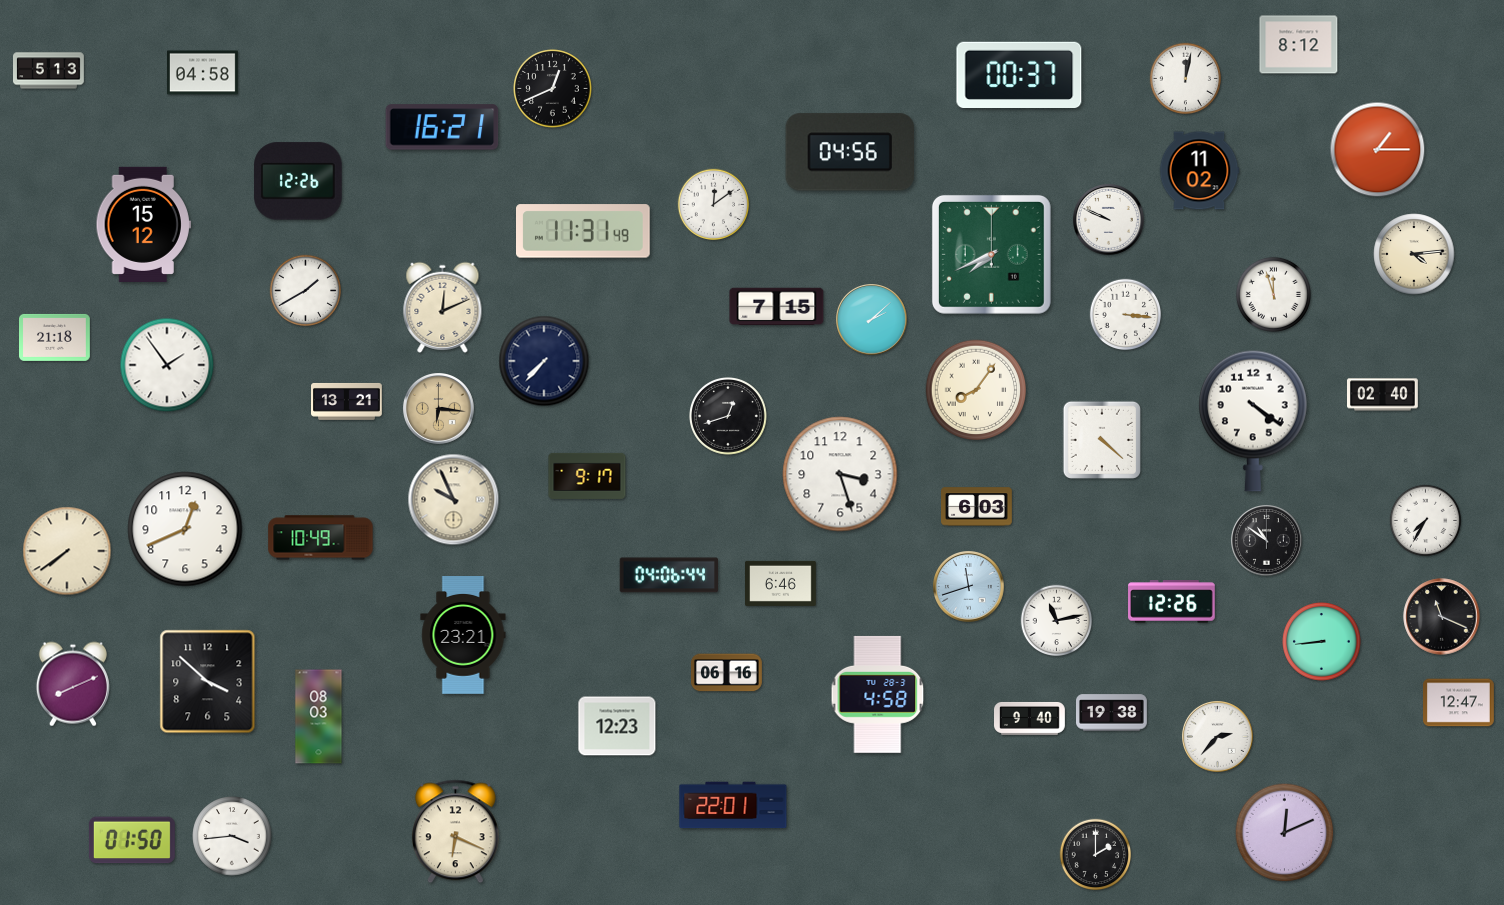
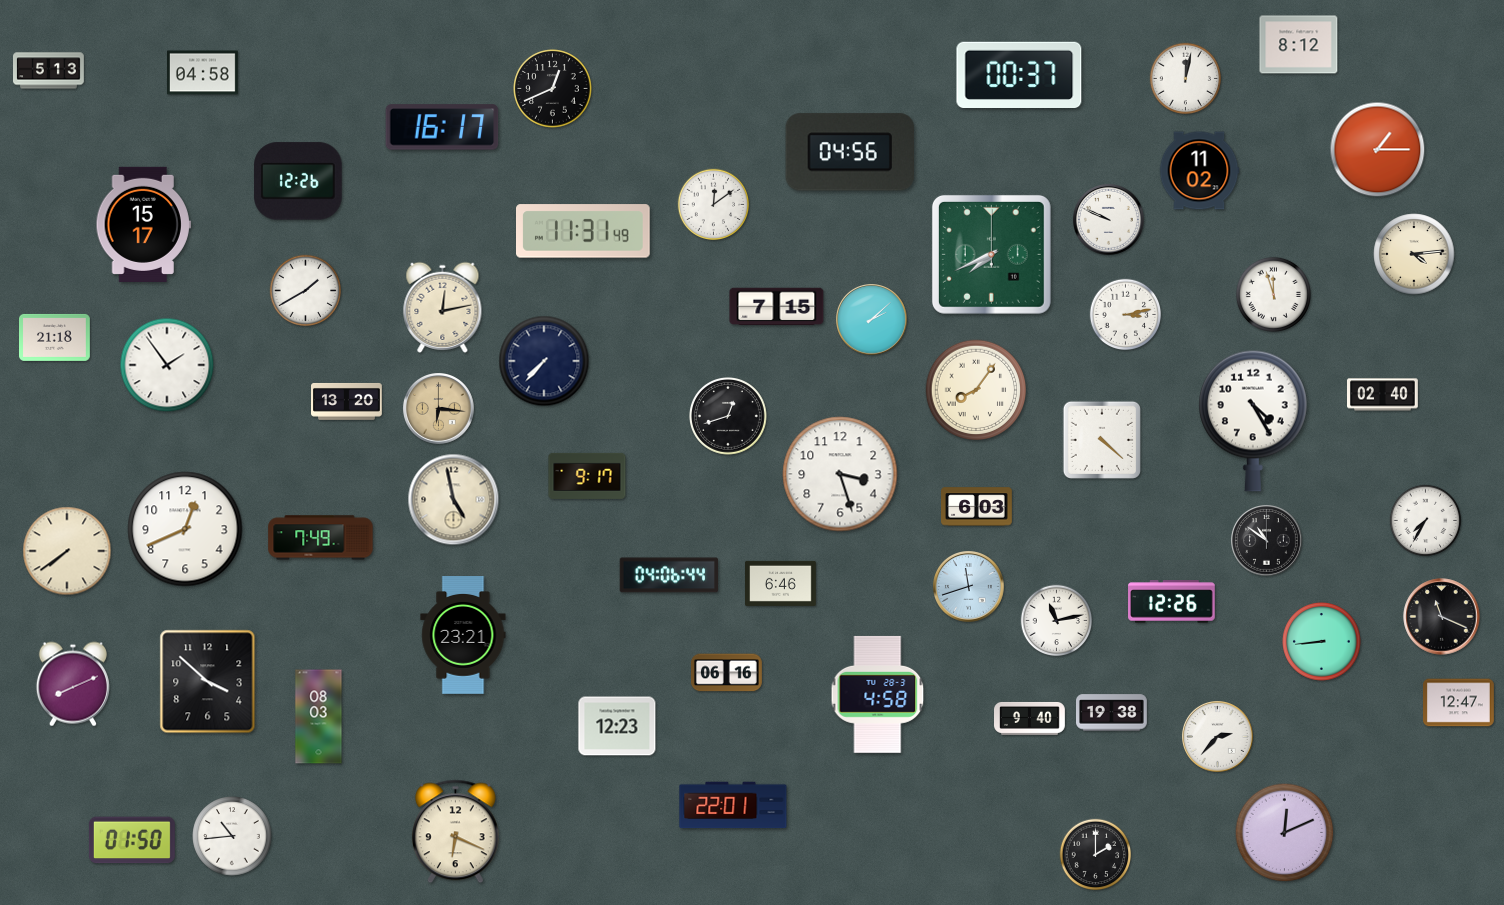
clock at (442, 127): 16:21 -> 16:17
clock at (143, 224): 15:12 -> 15:17
clock at (443, 307): 12:11 -> 12:13
clock at (1126, 315): 3:16 -> 3:13
clock at (347, 401): 13:21 -> 13:20
clock at (1254, 421): 4:21 -> 4:25
clock at (454, 500): 9:56 -> 4:58
clock at (321, 538): 10:49 -> 7:49
clock at (232, 836): 3:44 -> 10:44
